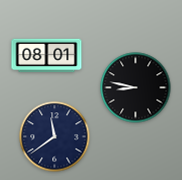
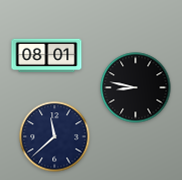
clock at (55, 137): 11:39 -> 11:38
